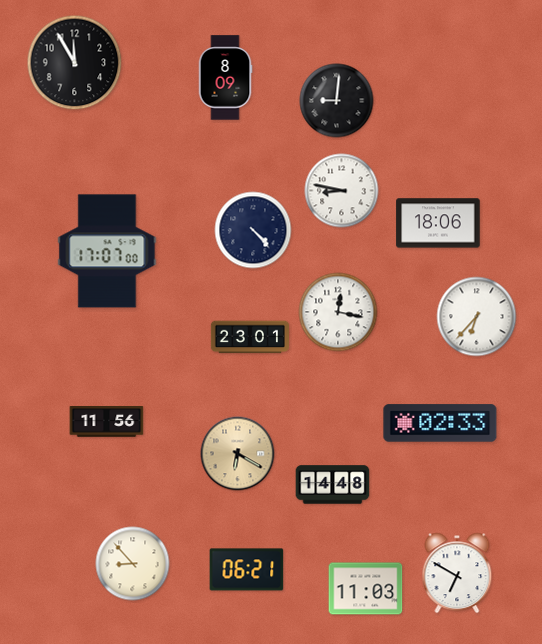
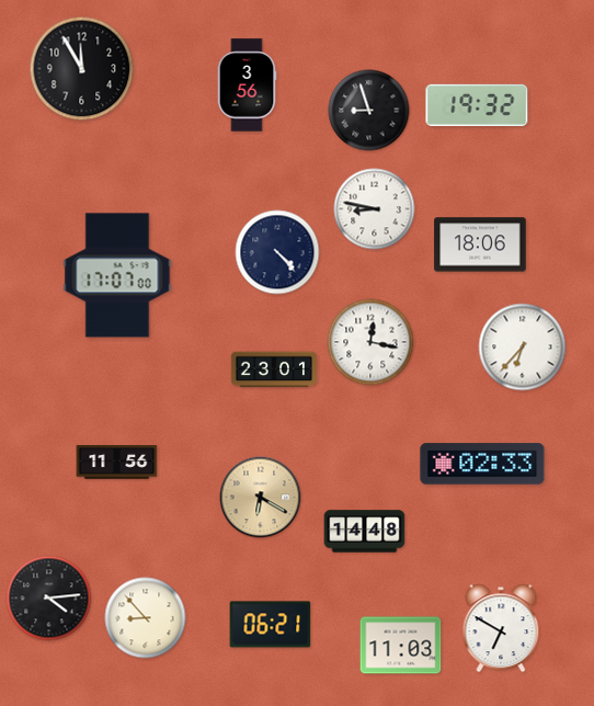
clock at (225, 78): 8:09 -> 3:56
clock at (477, 105): none -> 19:32
clock at (337, 101): 9:01 -> 8:57
clock at (49, 599): none -> 4:14
